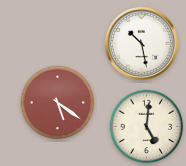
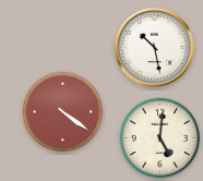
clock at (58, 103): 5:21 -> 4:21
